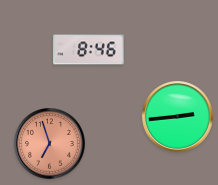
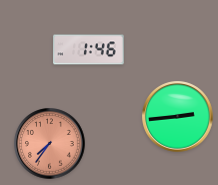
clock at (89, 50): 8:46 -> 1:46
clock at (50, 144): 6:57 -> 7:36
